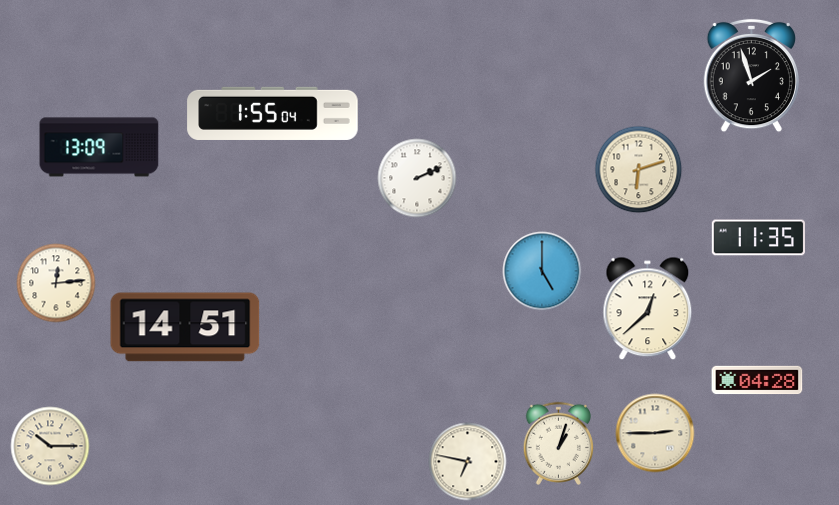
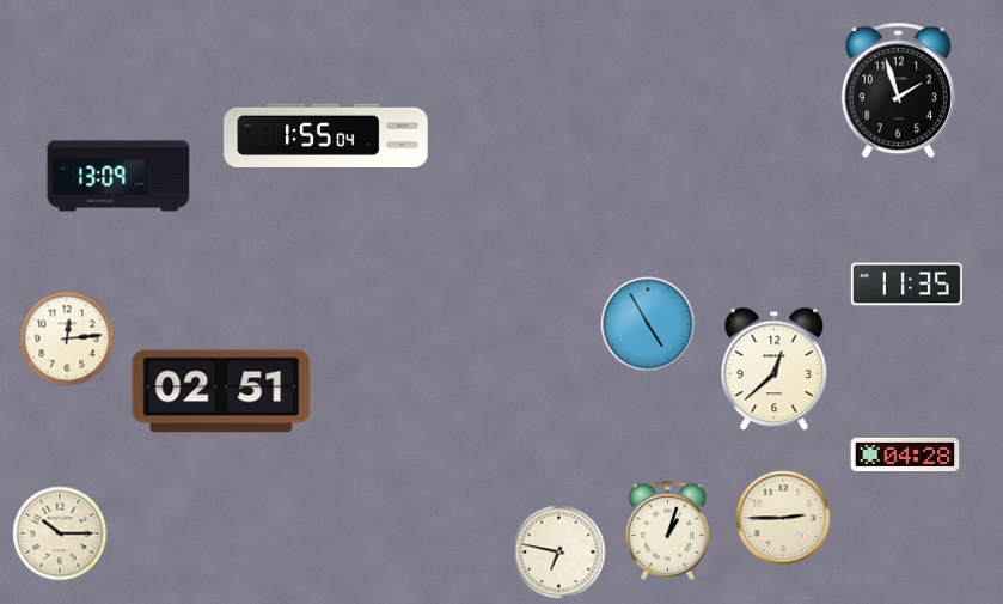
clock at (639, 170): 6:12 -> none
clock at (417, 178): 2:11 -> none
clock at (542, 271): 5:00 -> 4:55
clock at (185, 327): 14:51 -> 02:51
